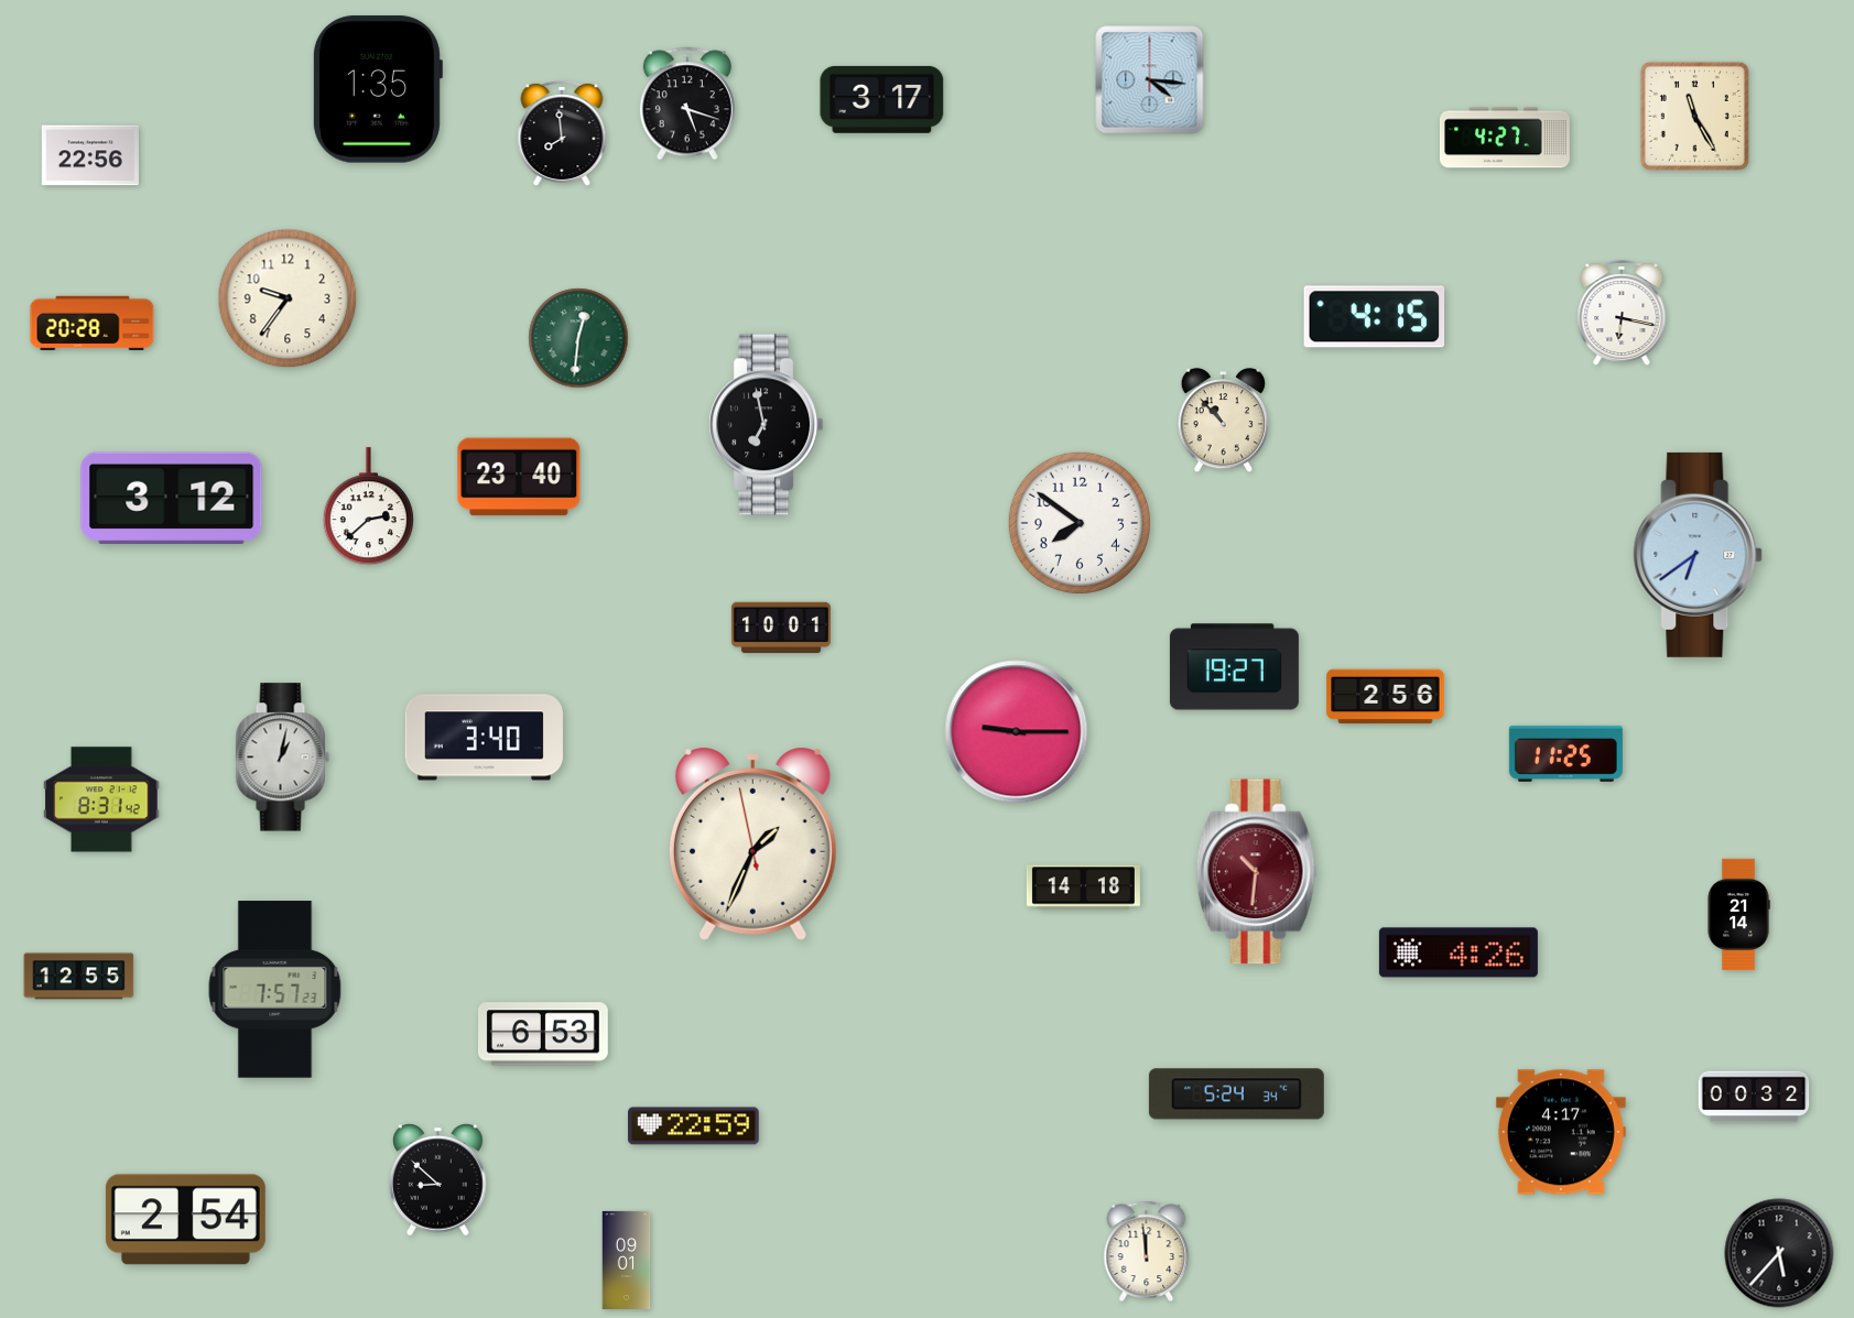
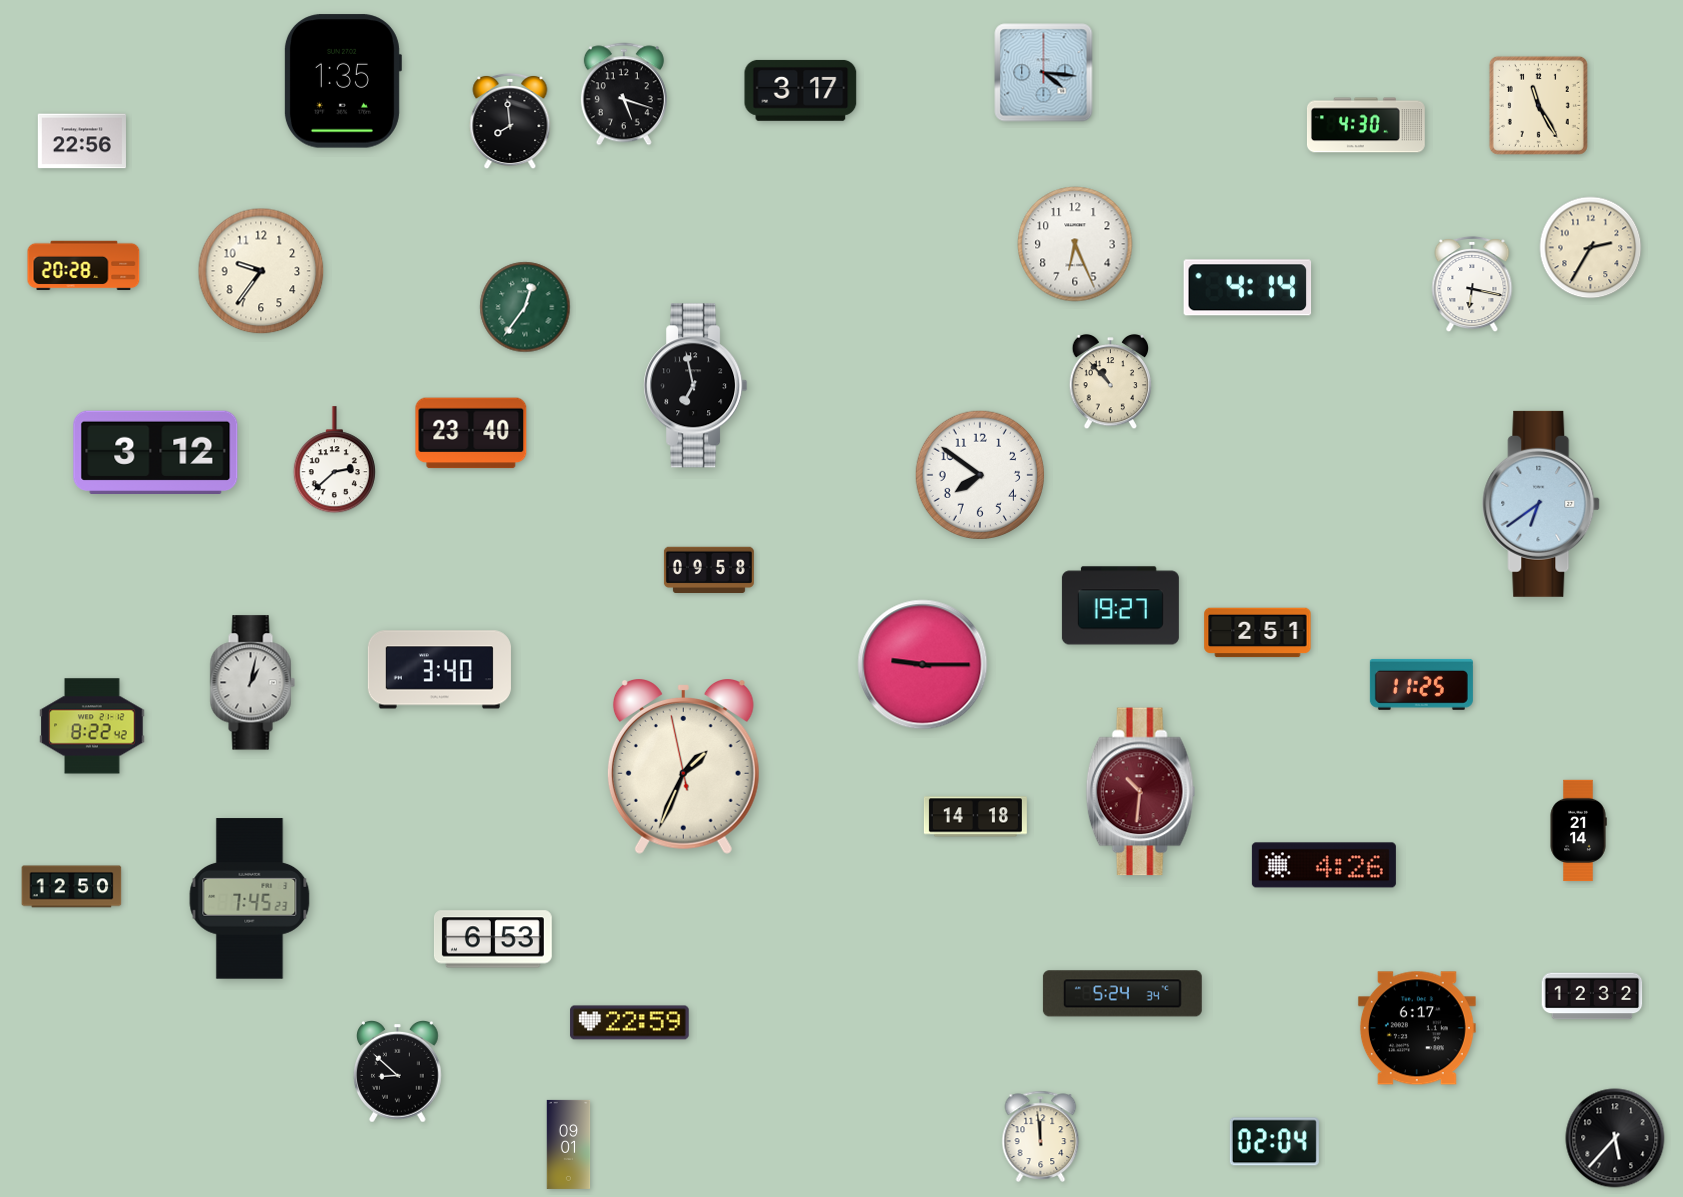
clock at (1505, 138): 4:27 -> 4:30
clock at (1075, 244): none -> 6:26
clock at (1591, 248): none -> 2:35
clock at (1375, 317): 4:15 -> 4:14
clock at (93, 324) position: (93, 324) -> (84, 266)
clock at (578, 338): 12:31 -> 12:36
clock at (781, 627): 10:01 -> 09:58
clock at (1386, 697): 2:56 -> 2:51
clock at (282, 758) position: (282, 758) -> (252, 683)
clock at (101, 799): 8:31 -> 8:22
clock at (1083, 887) position: (1083, 887) -> (975, 817)
clock at (79, 977): 12:55 -> 12:50
clock at (275, 990): 7:57 -> 7:45
clock at (1754, 1097): 00:32 -> 12:32
clock at (1561, 1132): 4:17 -> 6:17
clock at (185, 1220): 2:54 -> none
clock at (1274, 1142): none -> 02:04
